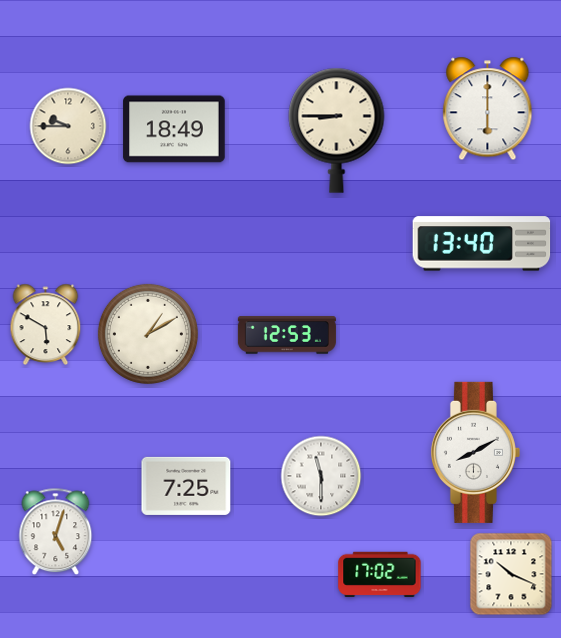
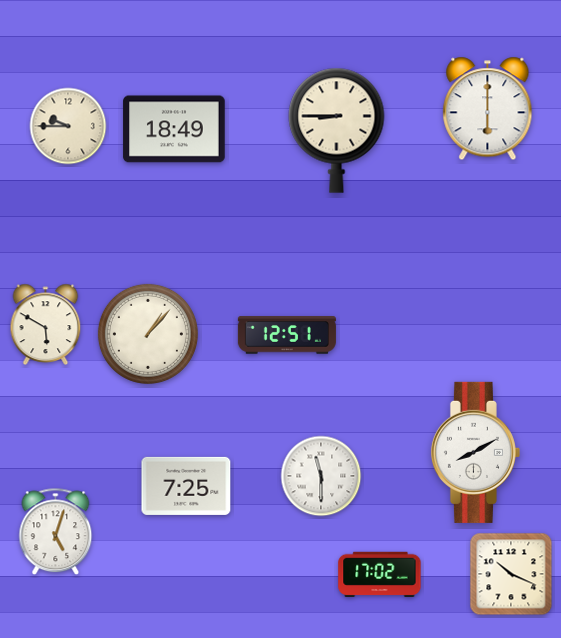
clock at (482, 244): 13:40 -> none
clock at (148, 334): 1:10 -> 1:07
clock at (287, 335): 12:53 -> 12:51
